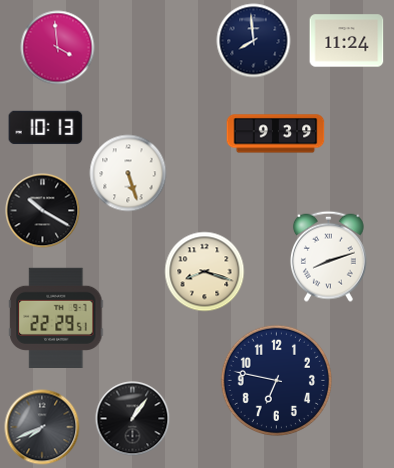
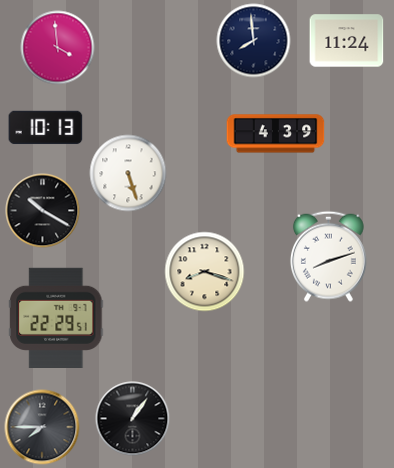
clock at (276, 134): 9:39 -> 4:39
clock at (276, 380): 6:47 -> none
clock at (42, 427): 7:41 -> 7:45
